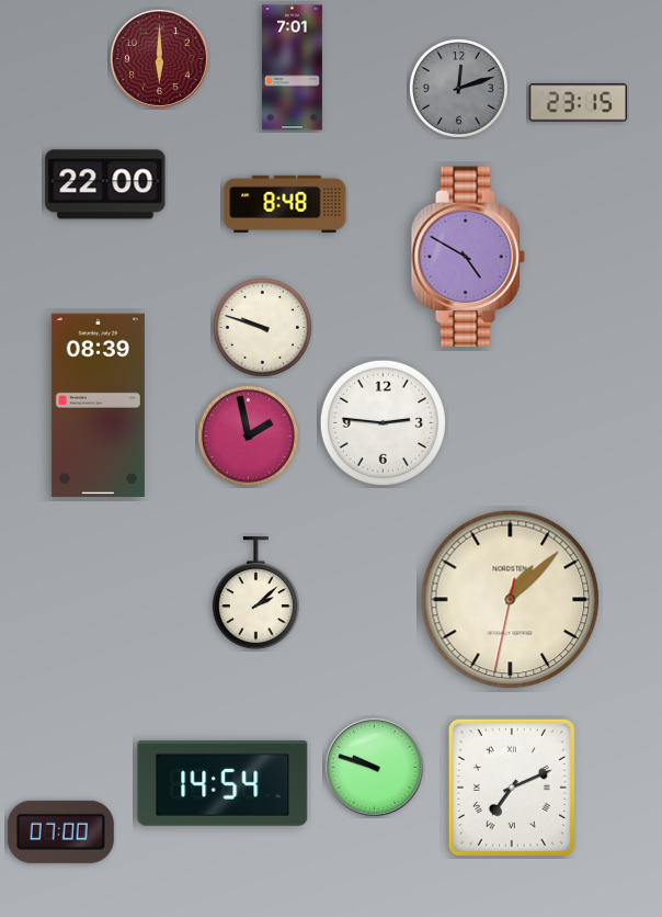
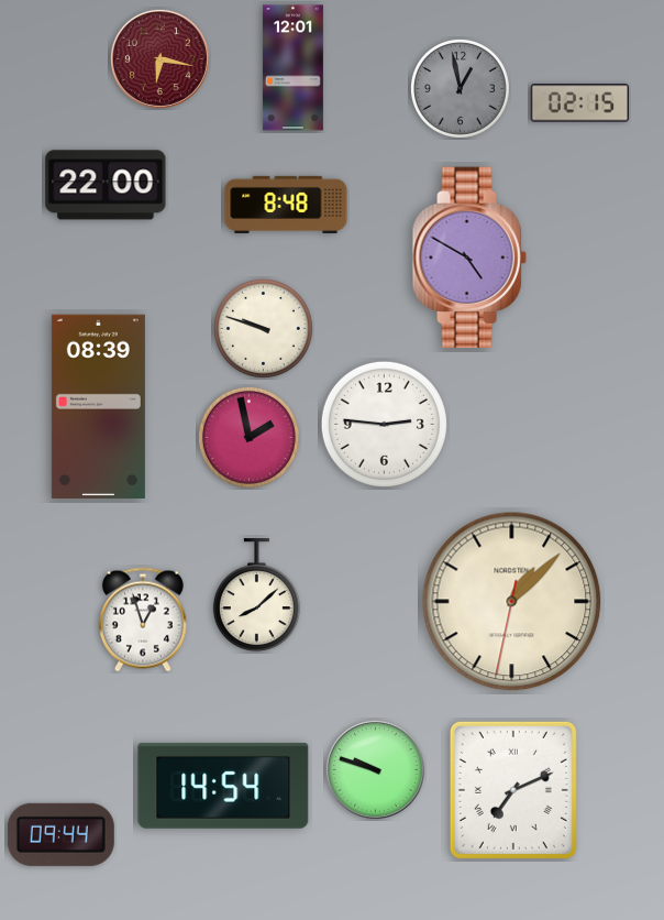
clock at (159, 58): 6:00 -> 6:17
clock at (292, 68): 7:01 -> 12:01
clock at (458, 88): 12:12 -> 12:58
clock at (579, 103): 23:15 -> 02:15
clock at (255, 593): 2:08 -> 8:08
clock at (143, 620): none -> 12:57
clock at (60, 831): 07:00 -> 09:44
